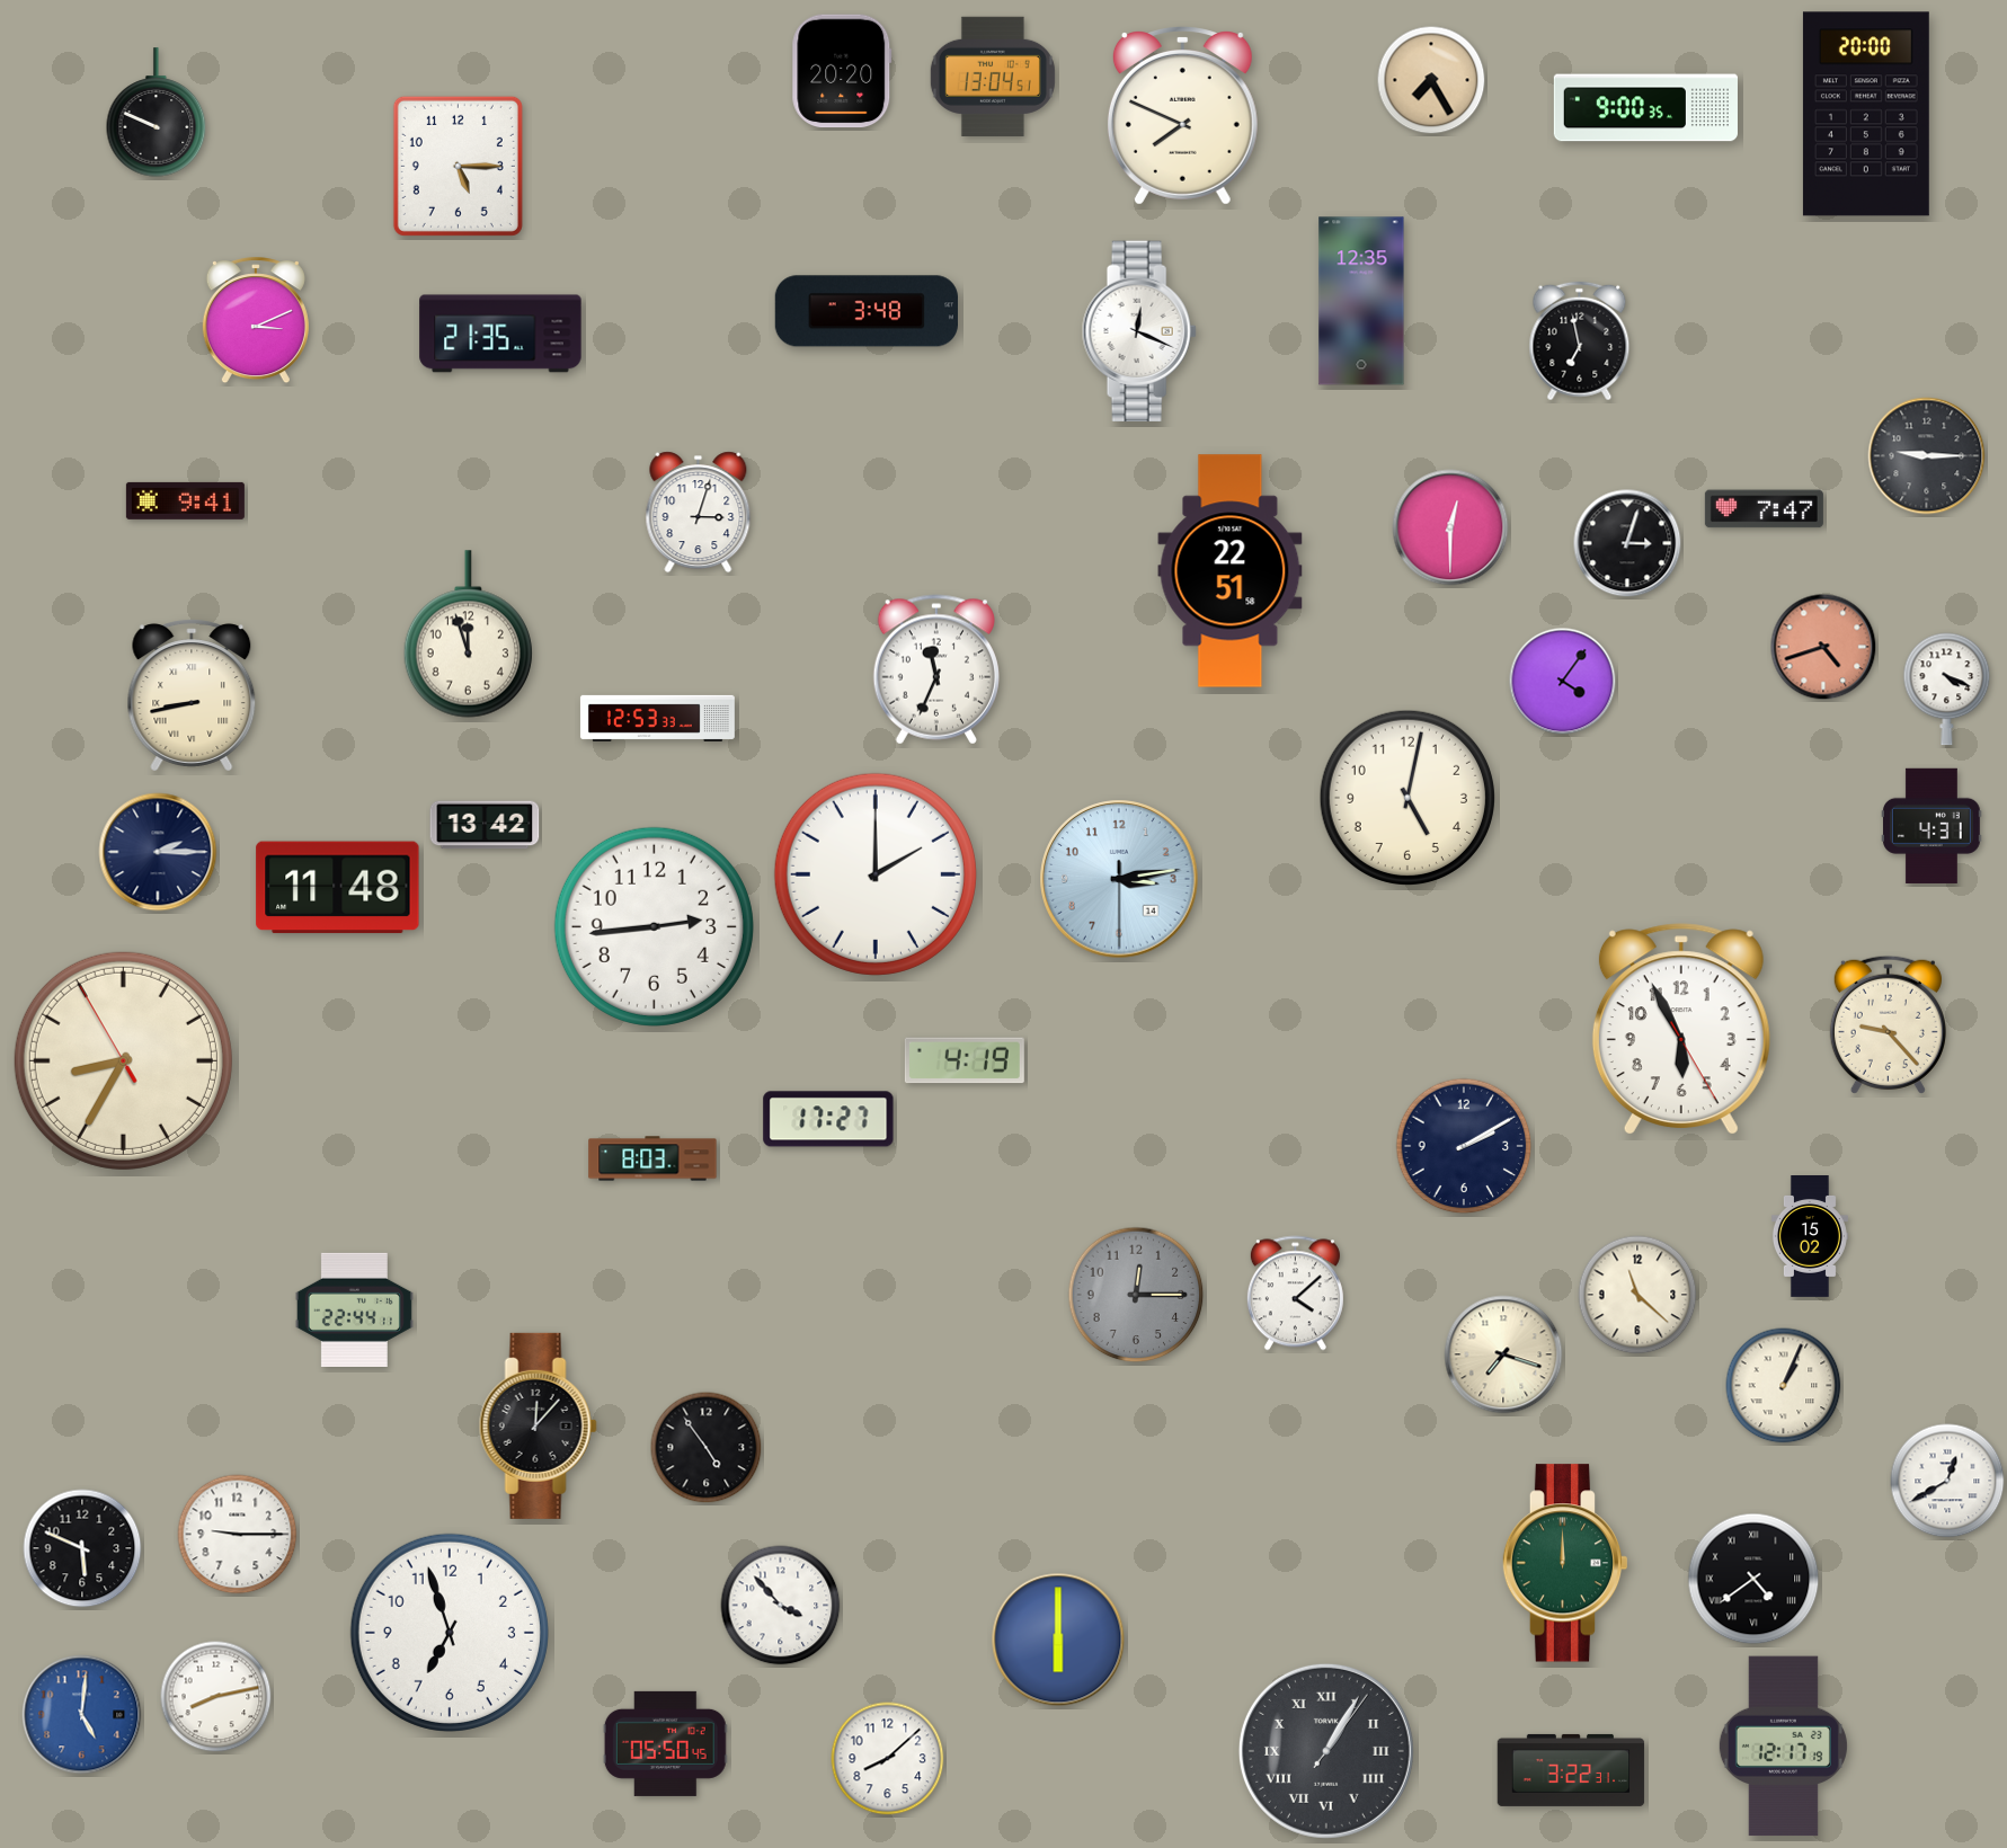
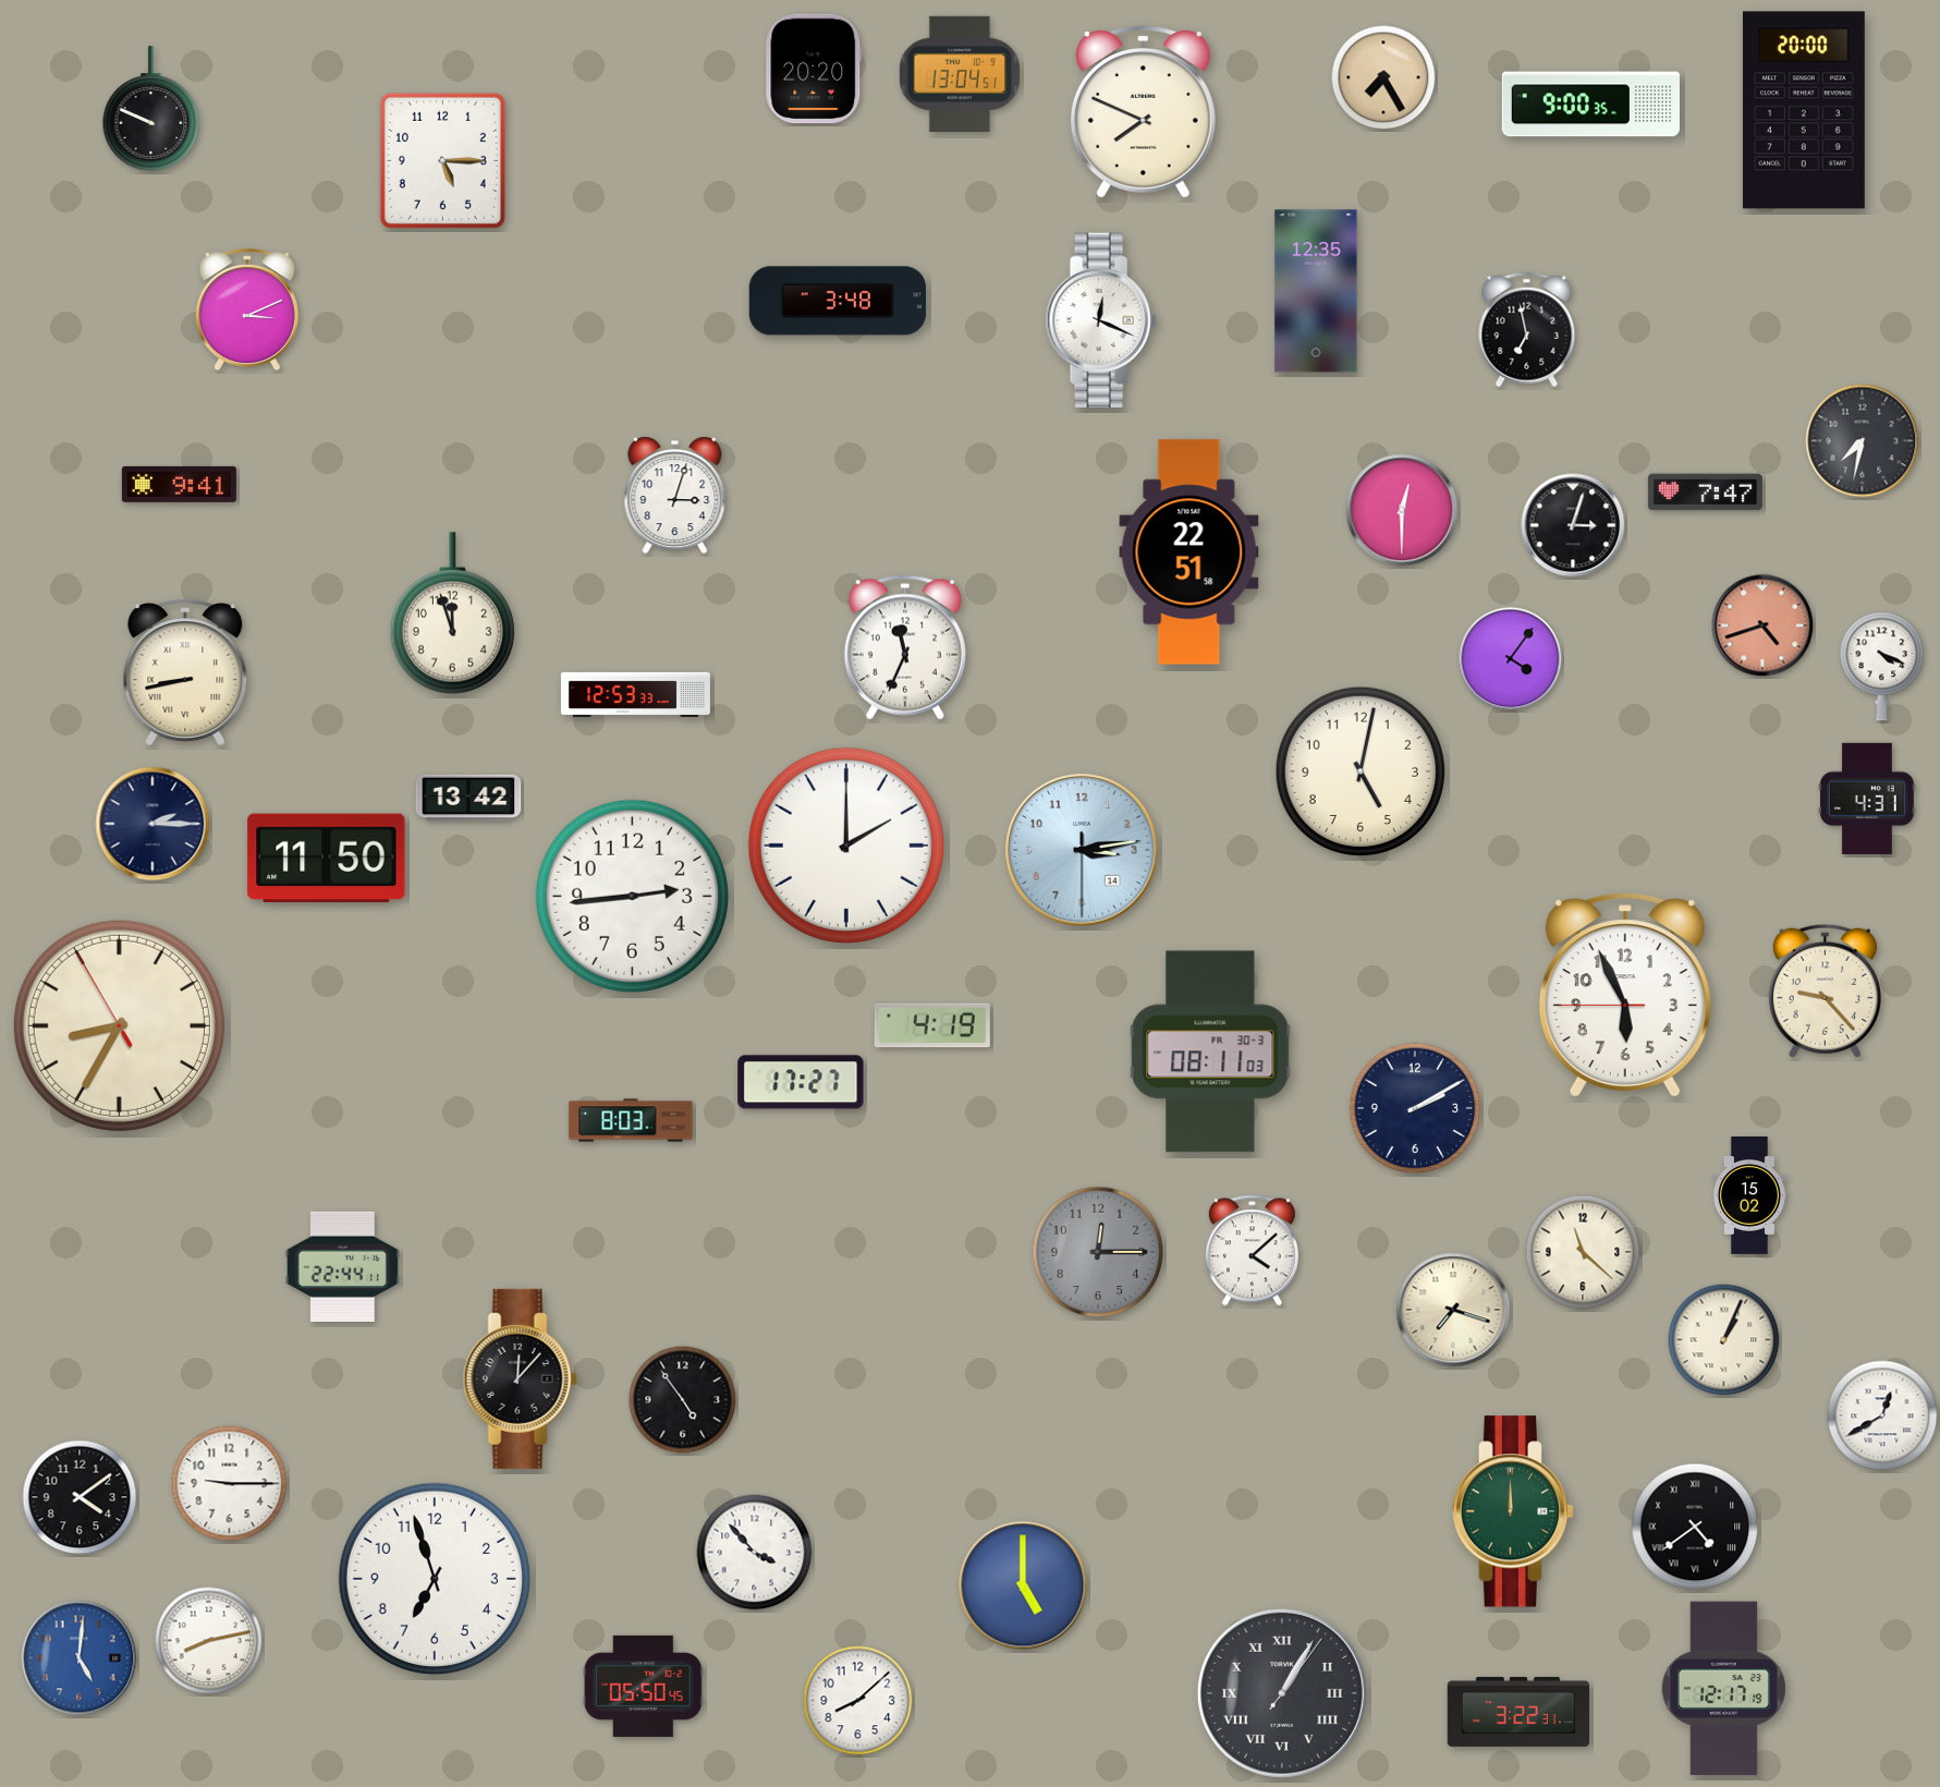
clock at (500, 334): 21:35 -> none
clock at (1927, 456): 9:15 -> 7:32
clock at (338, 888): 11:48 -> 11:50
clock at (1681, 1029): 5:55:25 -> 5:55:45
clock at (1210, 1051): none -> 08:11
clock at (1947, 1481) position: (1947, 1481) -> (1882, 1415)
clock at (82, 1548): 5:49 -> 4:09
clock at (1058, 1640): 6:00 -> 5:00
